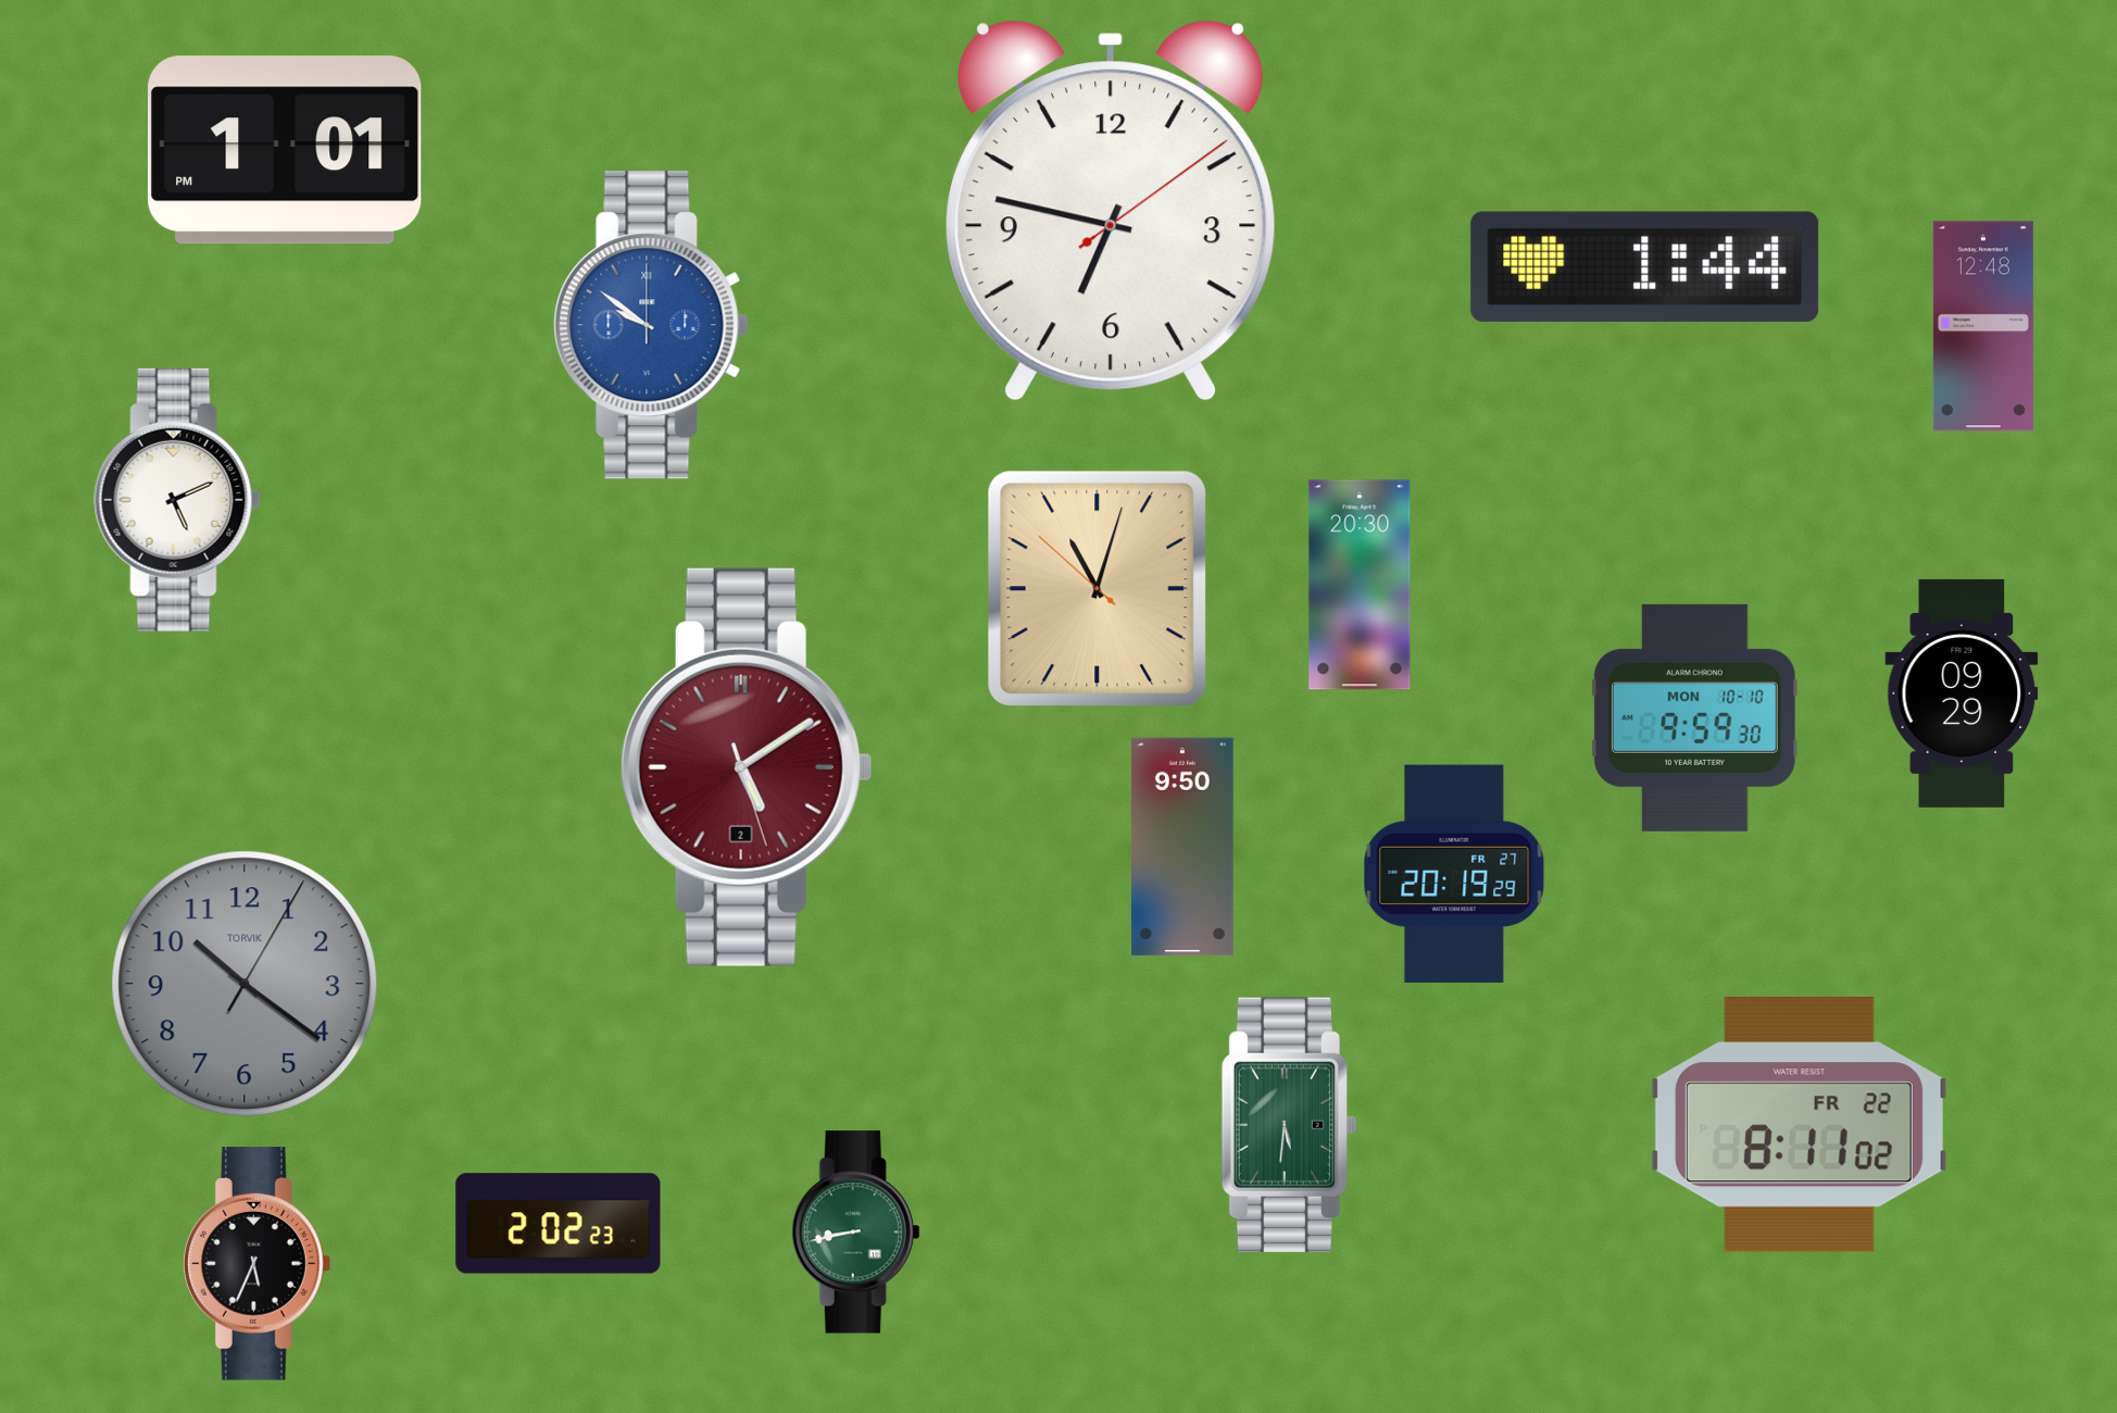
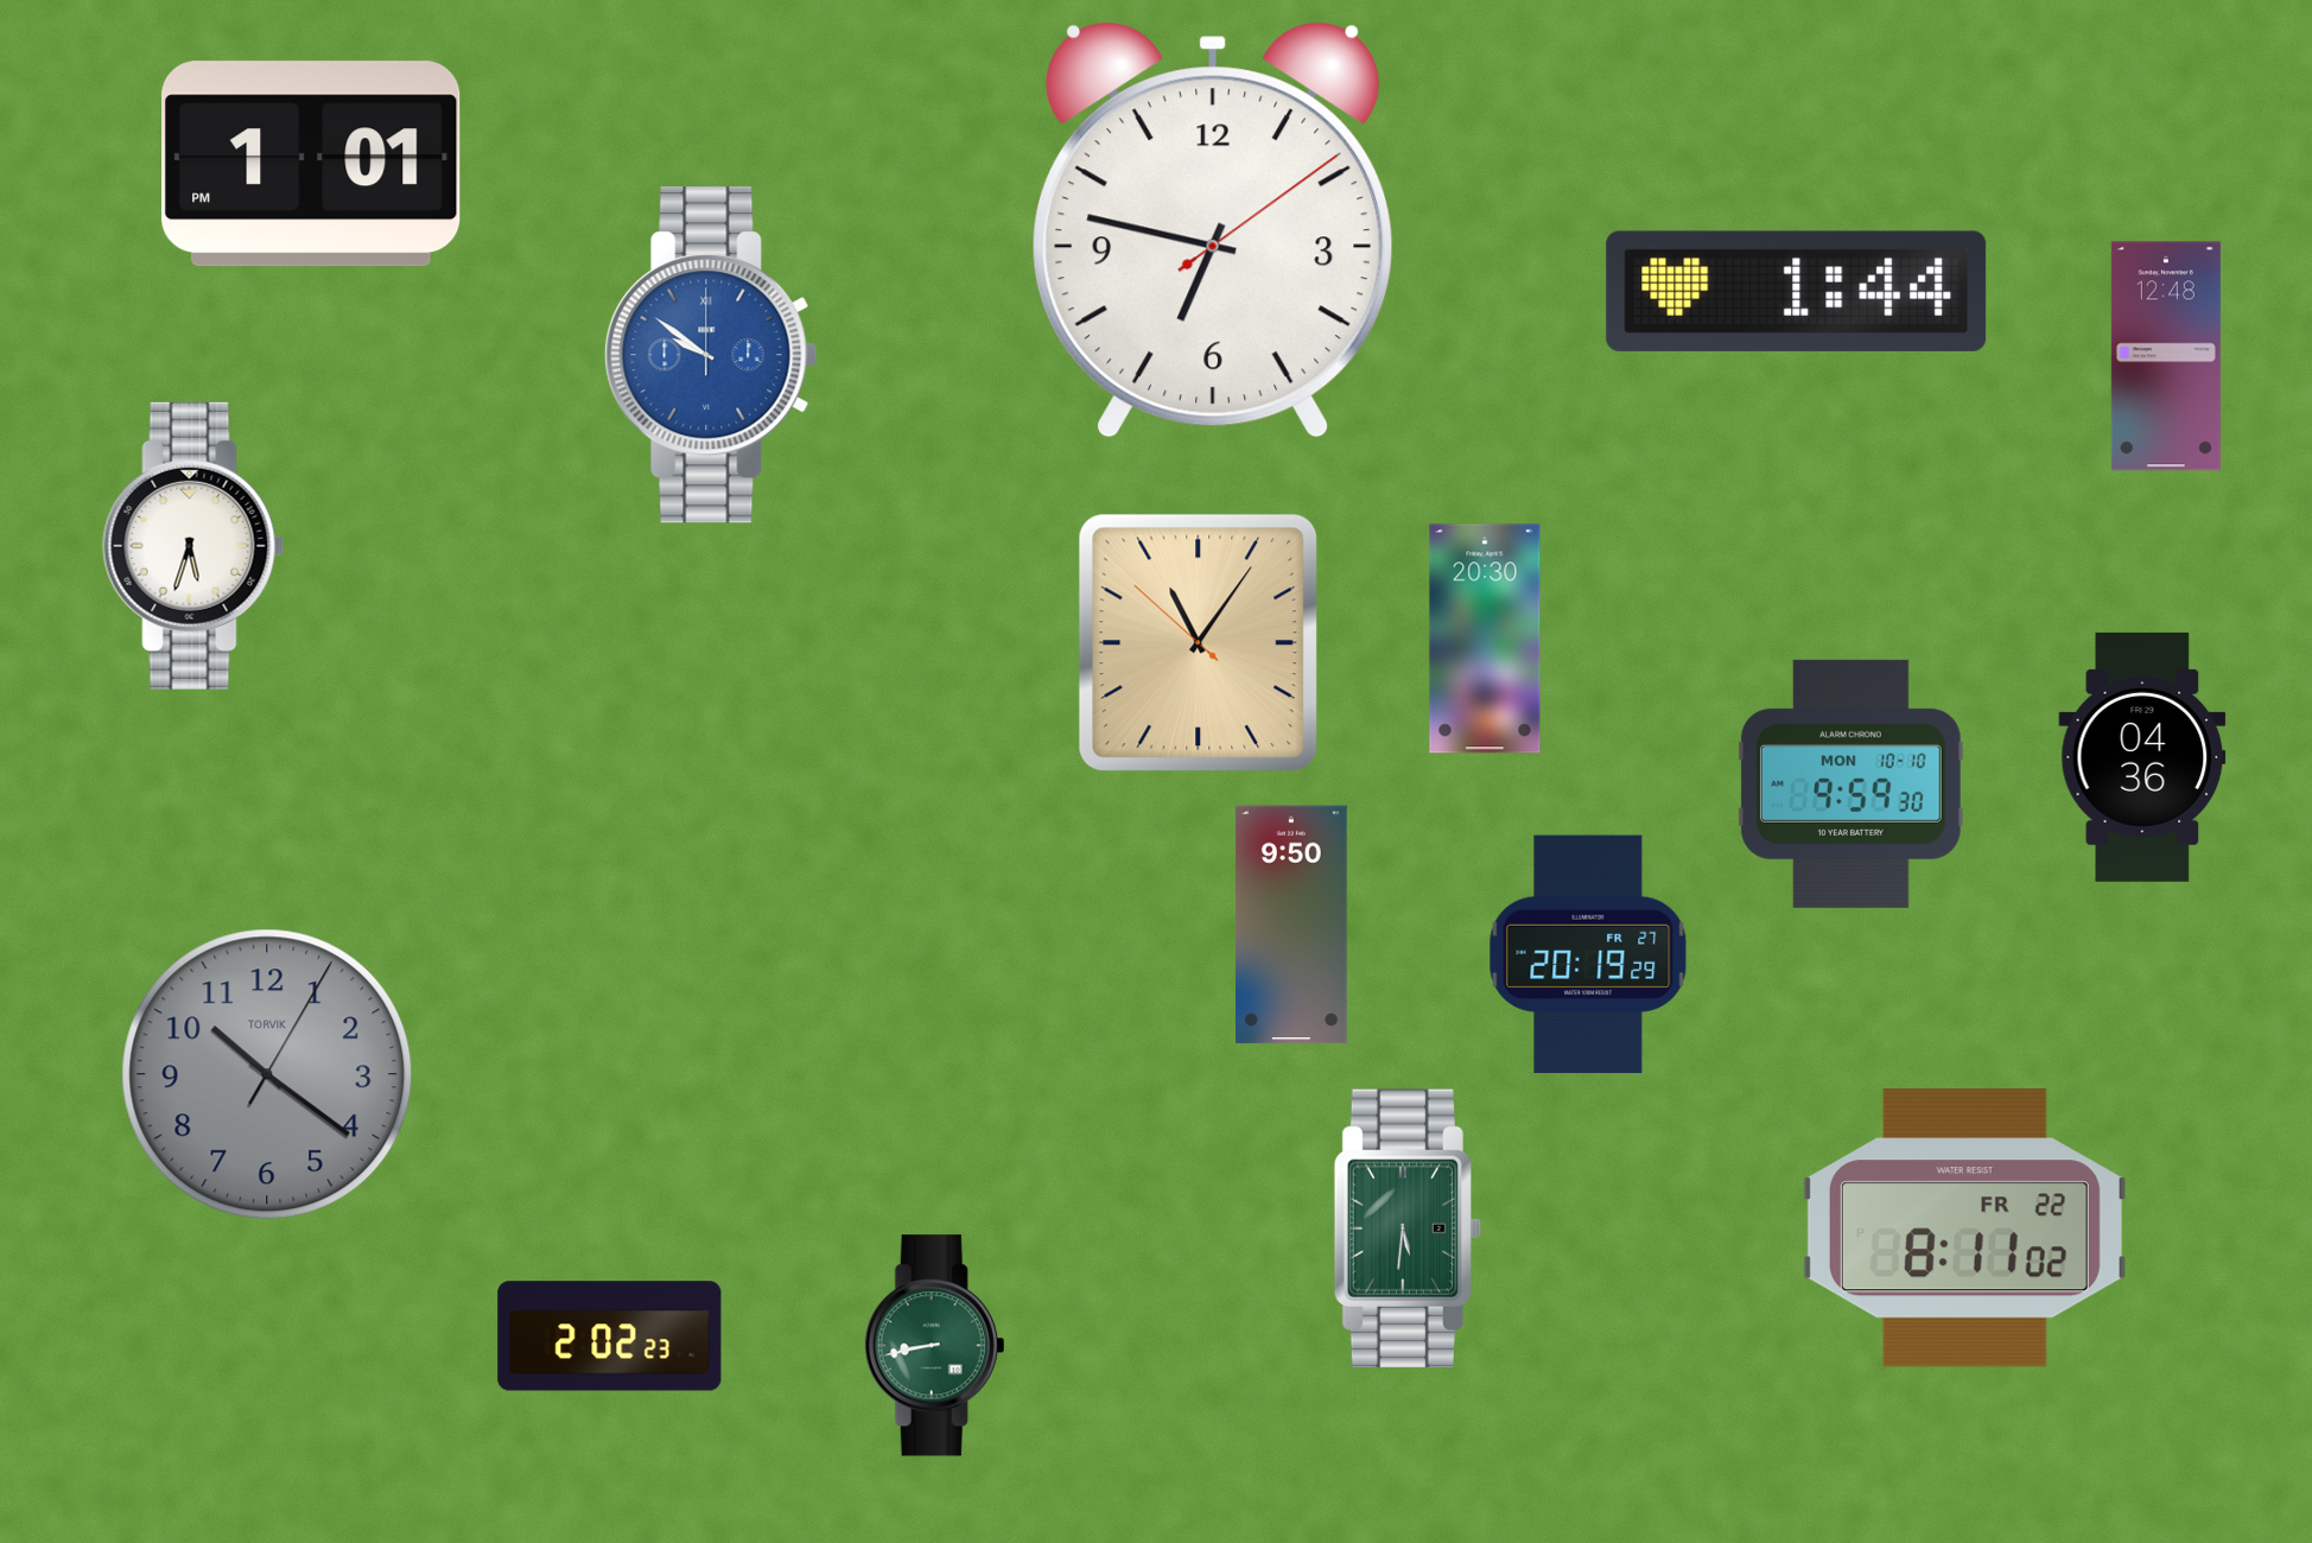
clock at (177, 500): 5:11 -> 5:33
clock at (1098, 589): 11:02 -> 11:05
clock at (1962, 693): 09:29 -> 04:36
clock at (747, 767): 5:09 -> none
clock at (258, 1264): 5:34 -> none
